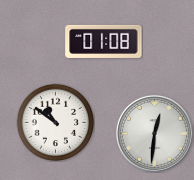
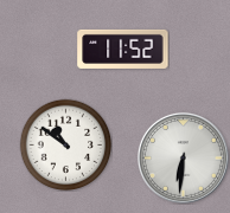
clock at (104, 41): 01:08 -> 11:52
clock at (154, 133): 12:31 -> 6:31
